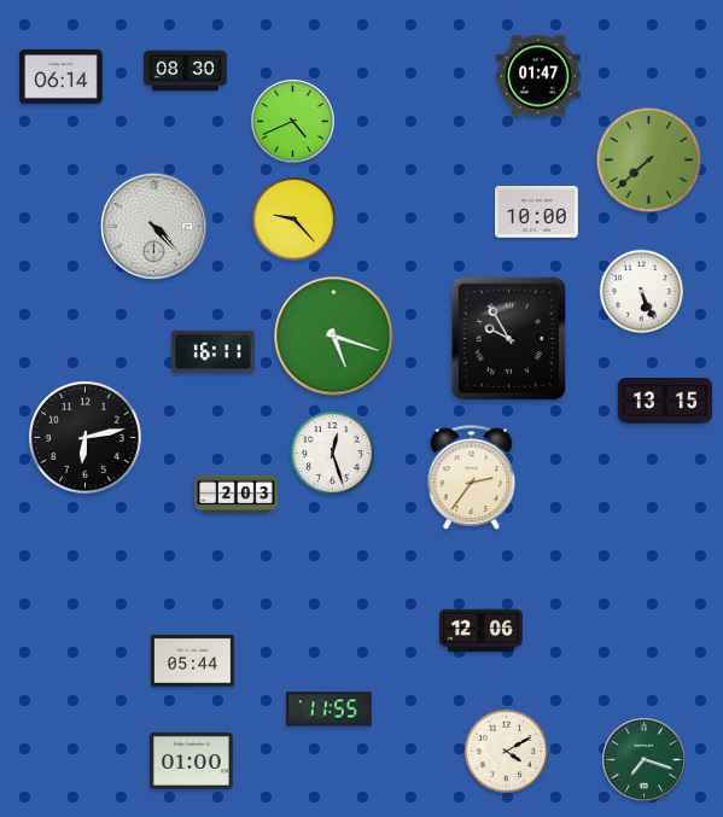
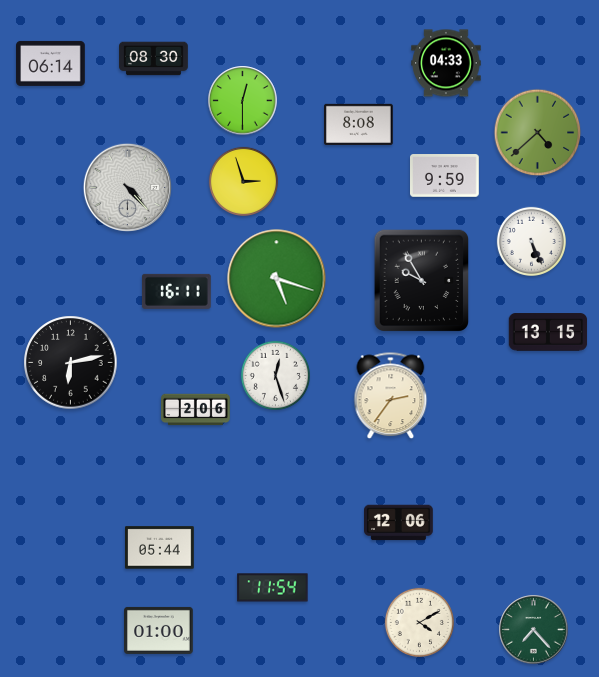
clock at (538, 76): 01:47 -> 04:33
clock at (293, 122): 4:41 -> 12:30
clock at (359, 124): none -> 8:08
clock at (649, 161): 7:38 -> 4:38
clock at (537, 212): 10:00 -> 9:59
clock at (293, 218): 9:23 -> 2:57
clock at (665, 401) position: (665, 401) -> (548, 332)
clock at (237, 495): 2:03 -> 2:06
clock at (330, 710): 11:55 -> 11:54
clock at (645, 760): 7:18 -> 7:23
